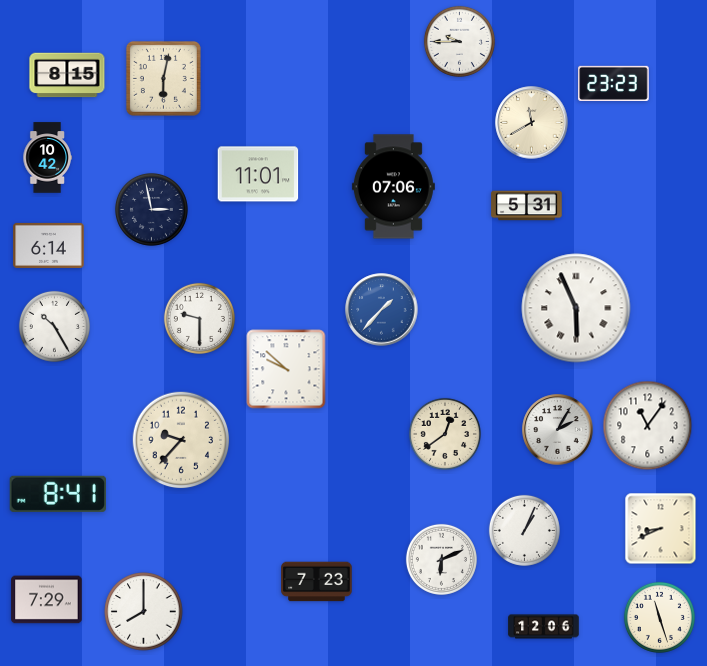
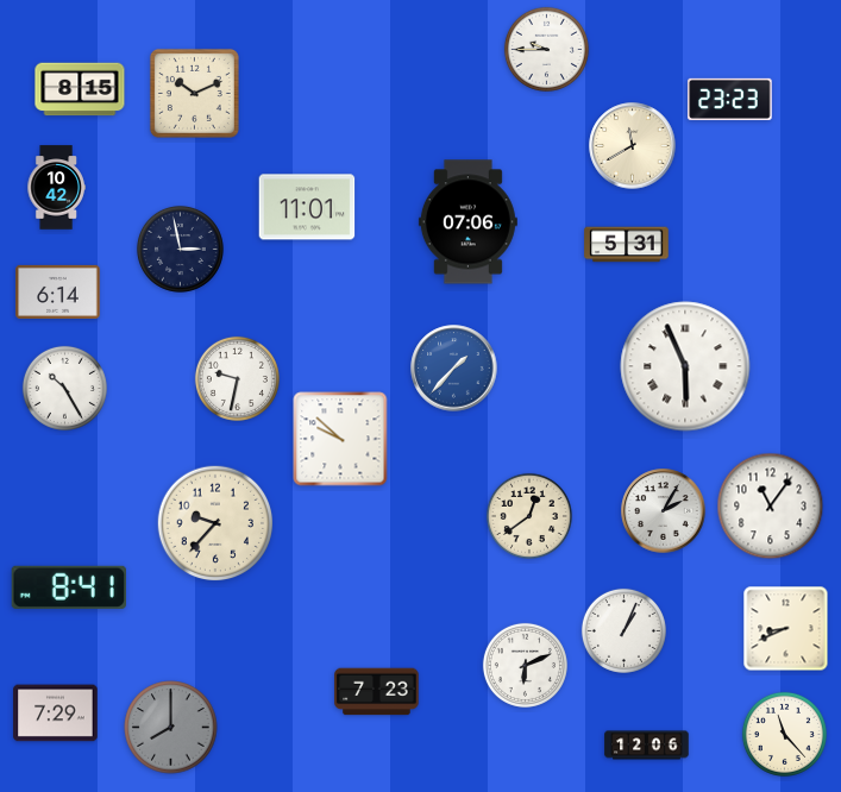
clock at (163, 78): 6:02 -> 10:11
clock at (199, 318): 9:30 -> 9:32
clock at (144, 612) dial: white -> grey
clock at (659, 617): 11:27 -> 11:23
